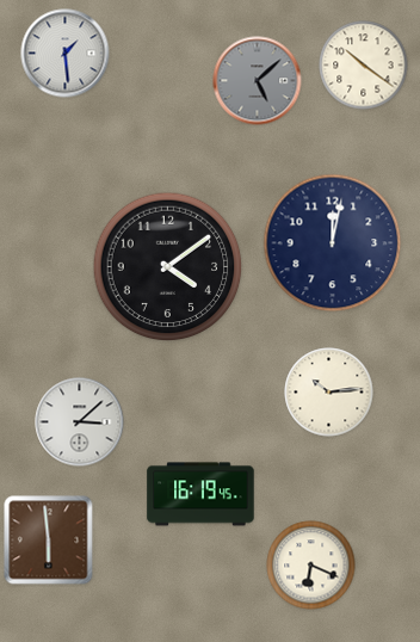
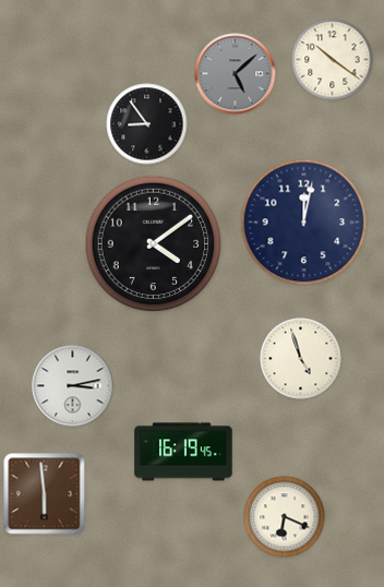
clock at (66, 54): 1:29 -> none
clock at (147, 124): none -> 8:54
clock at (329, 393): 10:14 -> 4:57
clock at (80, 422): 3:08 -> 3:13
